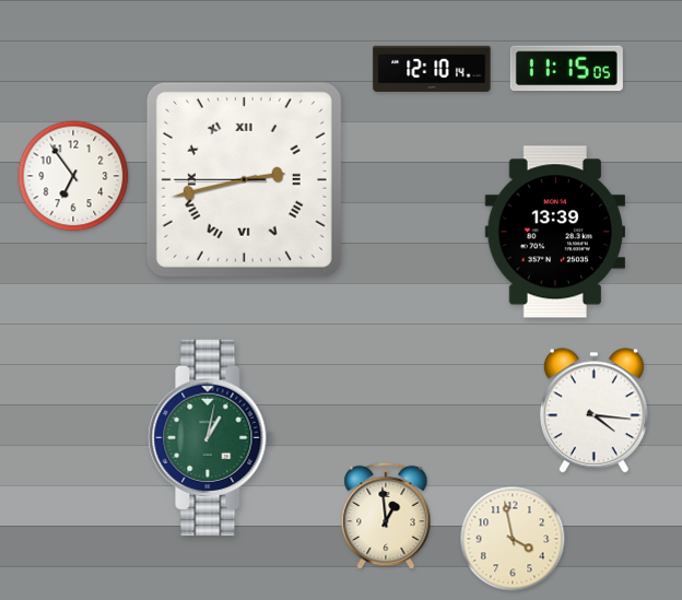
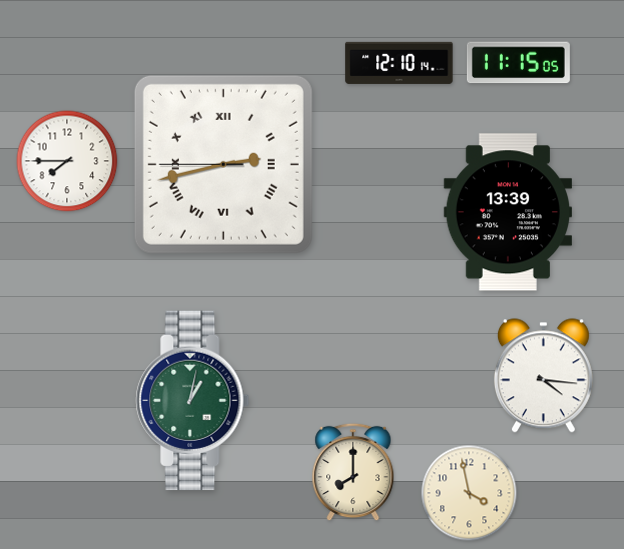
clock at (432, 69) position: (432, 69) -> (399, 63)
clock at (73, 176): 6:54 -> 7:45
clock at (386, 516): 12:59 -> 8:00
